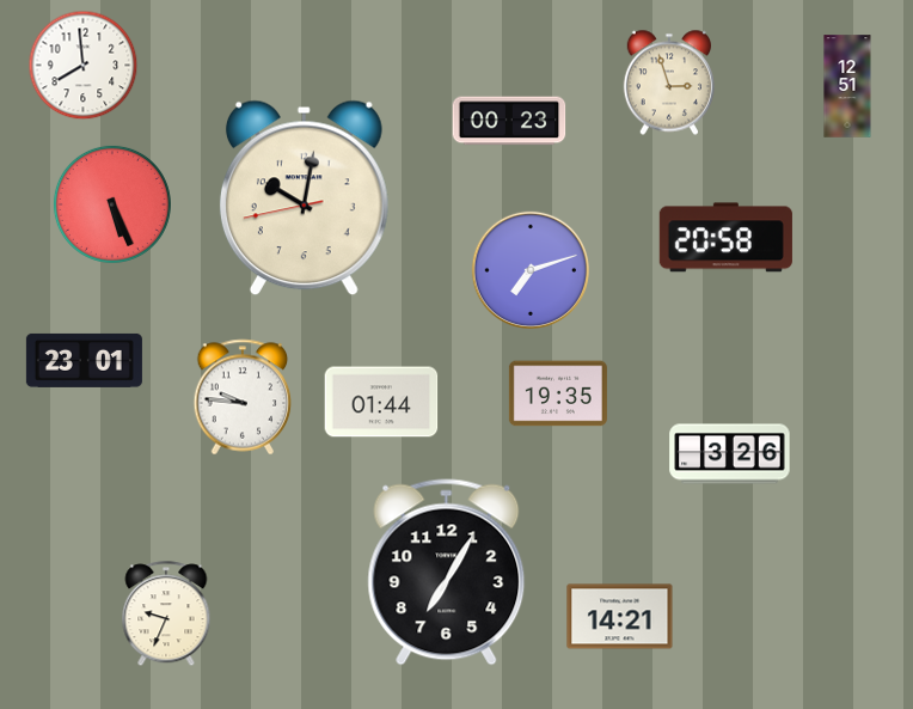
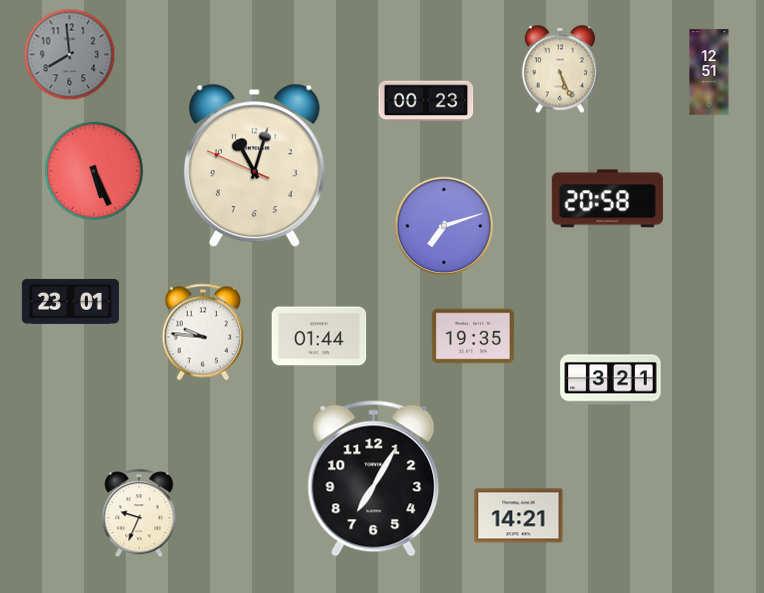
clock at (84, 66) dial: white -> grey
clock at (668, 82): 2:57 -> 5:26
clock at (304, 198): 10:01 -> 11:02
clock at (558, 393) position: (558, 393) -> (473, 336)
clock at (730, 454): 3:26 -> 3:21
